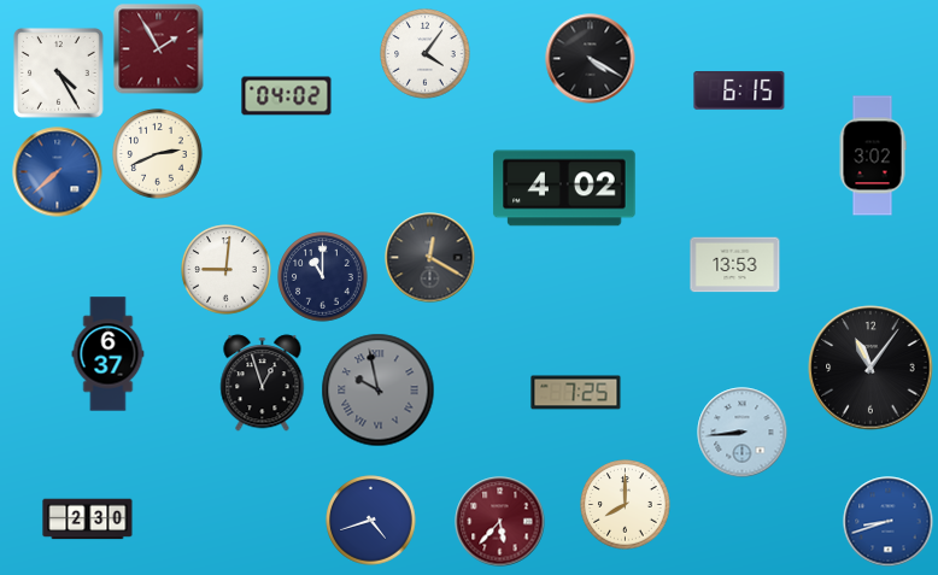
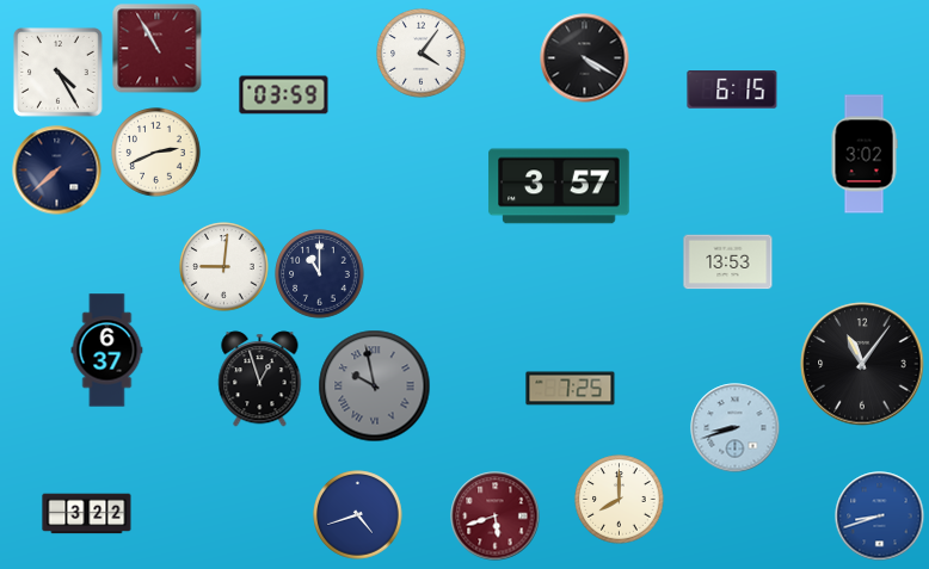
clock at (159, 49): 1:55 -> 10:55
clock at (287, 96): 04:02 -> 03:59
clock at (58, 172) dial: blue -> navy
clock at (564, 188): 4:02 -> 3:57
clock at (430, 258): 12:20 -> none
clock at (743, 433): 8:44 -> 8:42
clock at (88, 520): 2:30 -> 3:22
clock at (371, 521) position: (371, 521) -> (358, 515)
clock at (500, 522): 5:37 -> 5:42
